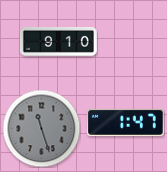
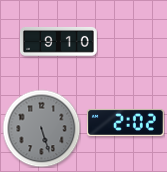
clock at (125, 122): 1:47 -> 2:02
clock at (41, 128): 11:27 -> 5:27
